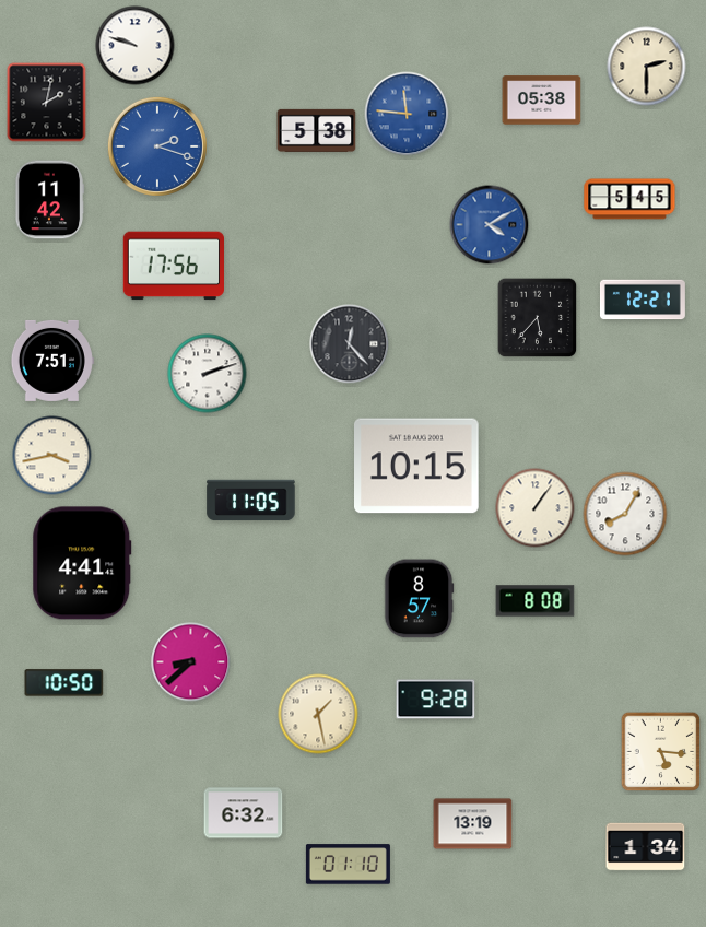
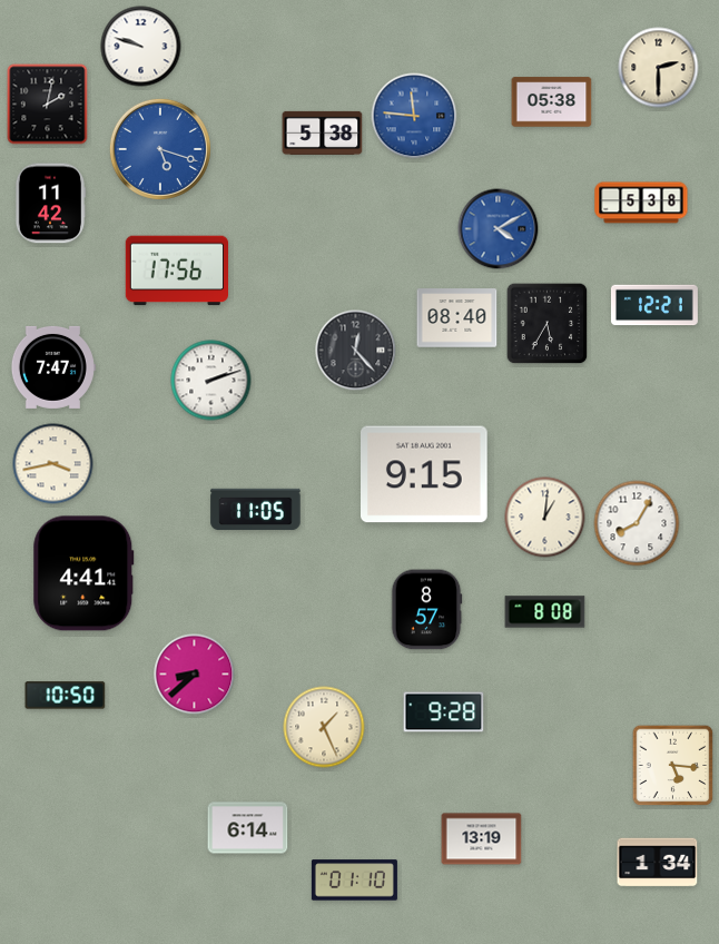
clock at (136, 46) position: (136, 46) -> (141, 47)
clock at (157, 146): 2:18 -> 5:18
clock at (629, 199): 5:45 -> 5:38
clock at (457, 318): none -> 08:40
clock at (538, 318): 5:37 -> 5:35
clock at (51, 361): 7:51 -> 7:47
clock at (417, 466): 10:15 -> 9:15
clock at (536, 508): 1:06 -> 1:01
clock at (318, 714): 1:28 -> 1:26
clock at (244, 813): 6:32 -> 6:14
